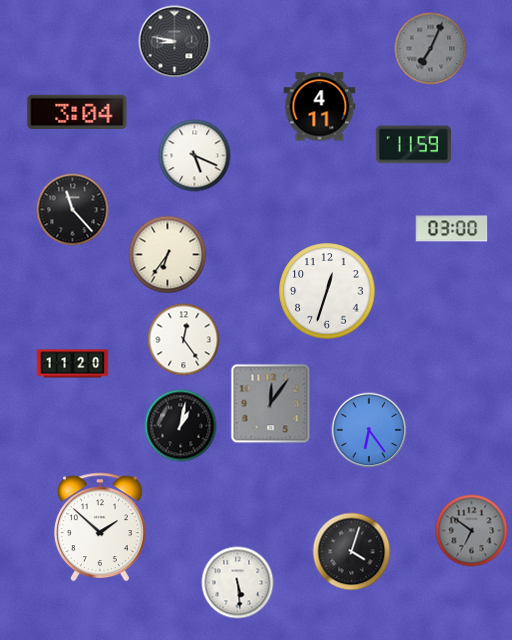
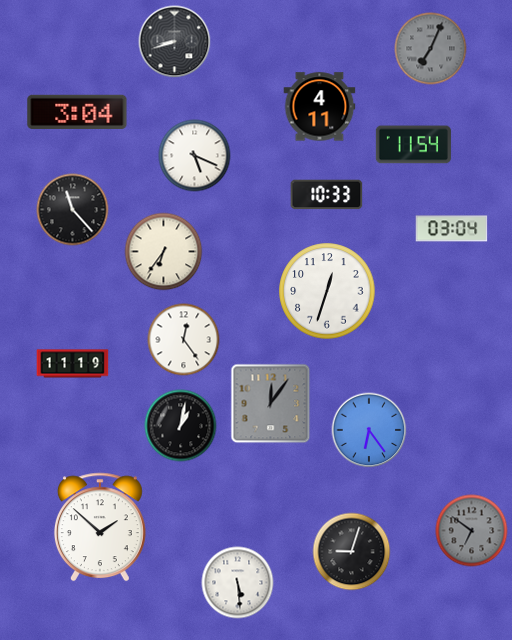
clock at (175, 42): 8:47 -> 8:42
clock at (413, 145): 11:59 -> 11:54
clock at (327, 195): none -> 10:33
clock at (452, 229): 03:00 -> 03:04
clock at (168, 255) position: (168, 255) -> (164, 252)
clock at (73, 364): 11:20 -> 11:19
clock at (352, 552): 4:03 -> 9:03
